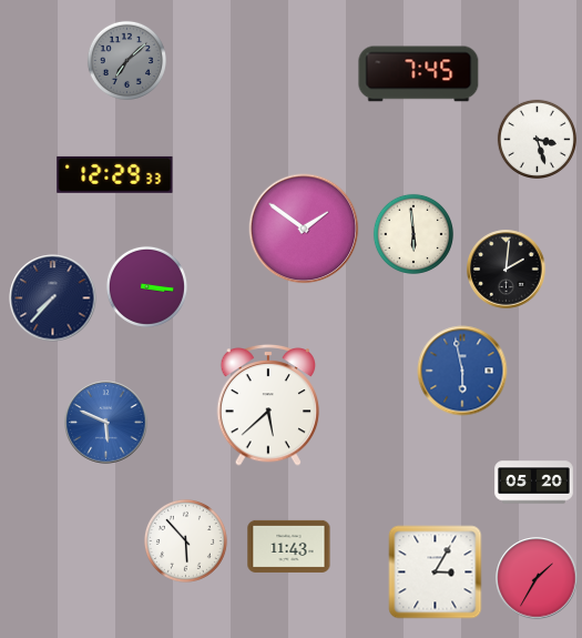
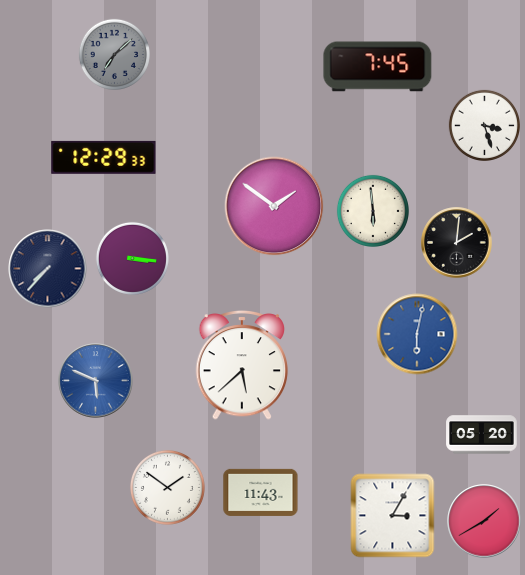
clock at (462, 371): 5:58 -> 6:02
clock at (185, 540): 5:53 -> 1:51
clock at (537, 578): 1:35 -> 1:40
